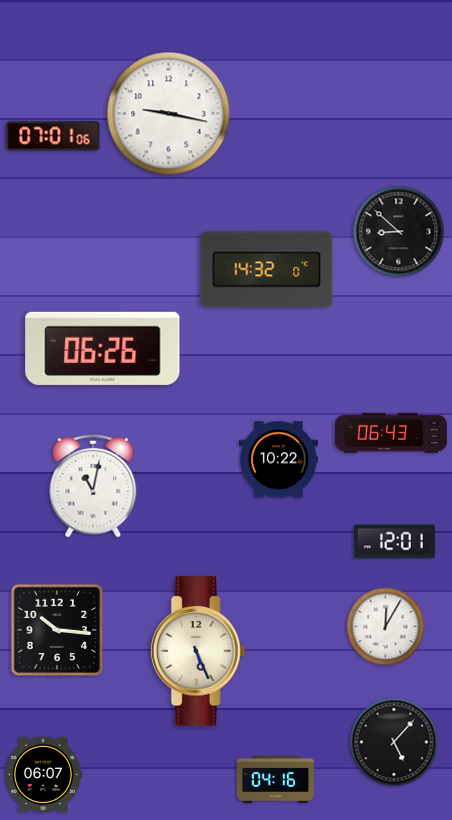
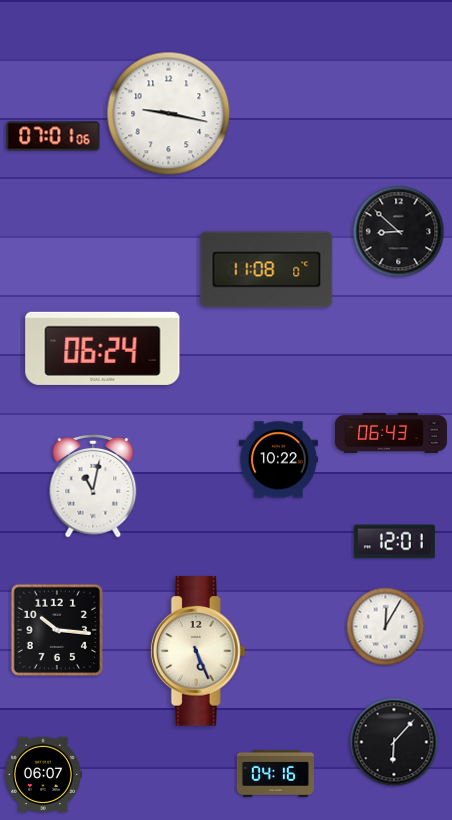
clock at (267, 270): 14:32 -> 11:08
clock at (103, 348): 06:26 -> 06:24
clock at (394, 742): 5:07 -> 6:07
clock at (275, 779) position: (275, 779) -> (275, 773)
